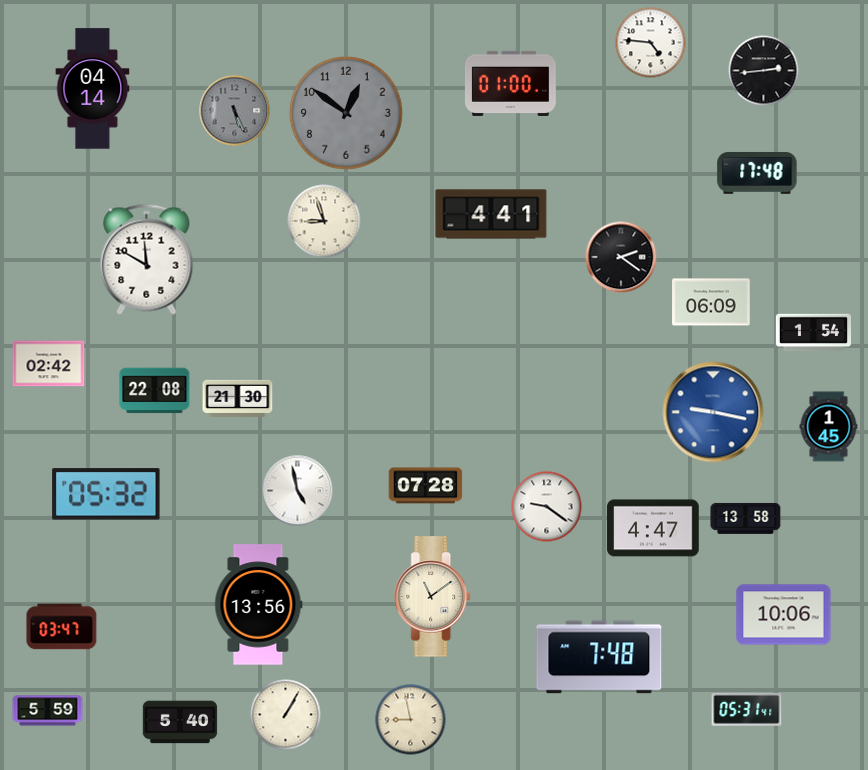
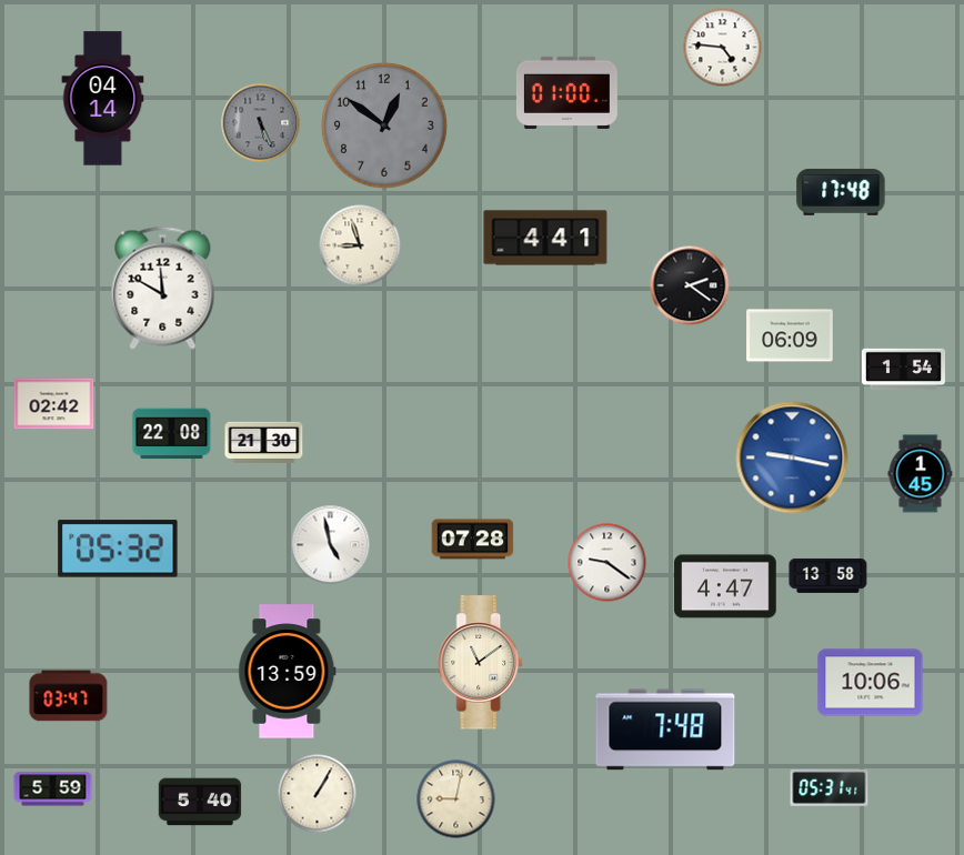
clock at (764, 71): 2:44 -> none
clock at (259, 605): 13:56 -> 13:59
clock at (411, 720): 8:58 -> 9:02
